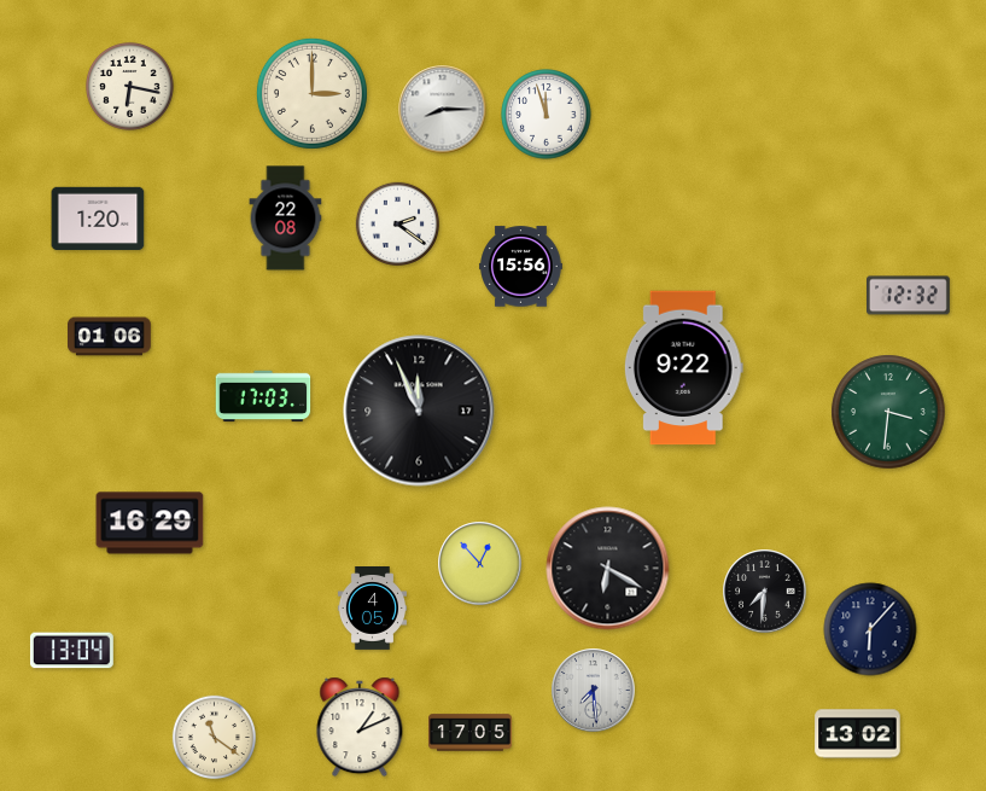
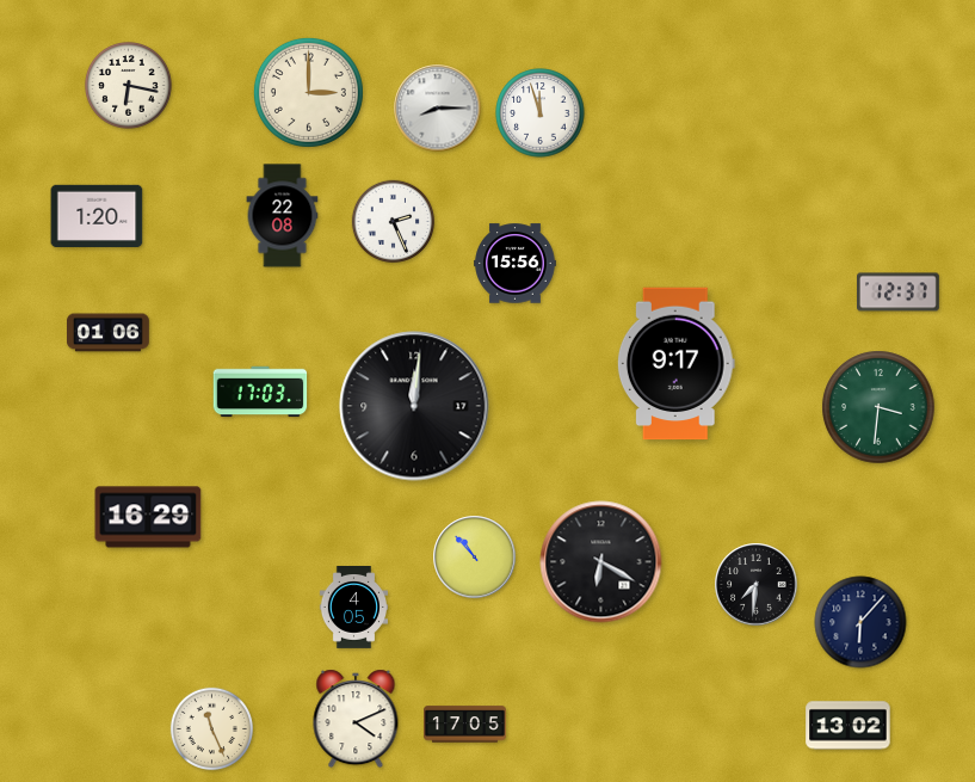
clock at (397, 223): 2:21 -> 2:26
clock at (909, 296): 12:32 -> 12:37
clock at (683, 368): 9:22 -> 9:17
clock at (419, 411): 11:56 -> 12:01
clock at (480, 564): 12:53 -> 10:53
clock at (372, 609) position: (372, 609) -> (353, 608)
clock at (71, 651): 13:04 -> none
clock at (594, 691): 7:29 -> none
clock at (360, 727): 1:11 -> 4:11
clock at (214, 737): 11:21 -> 11:26
